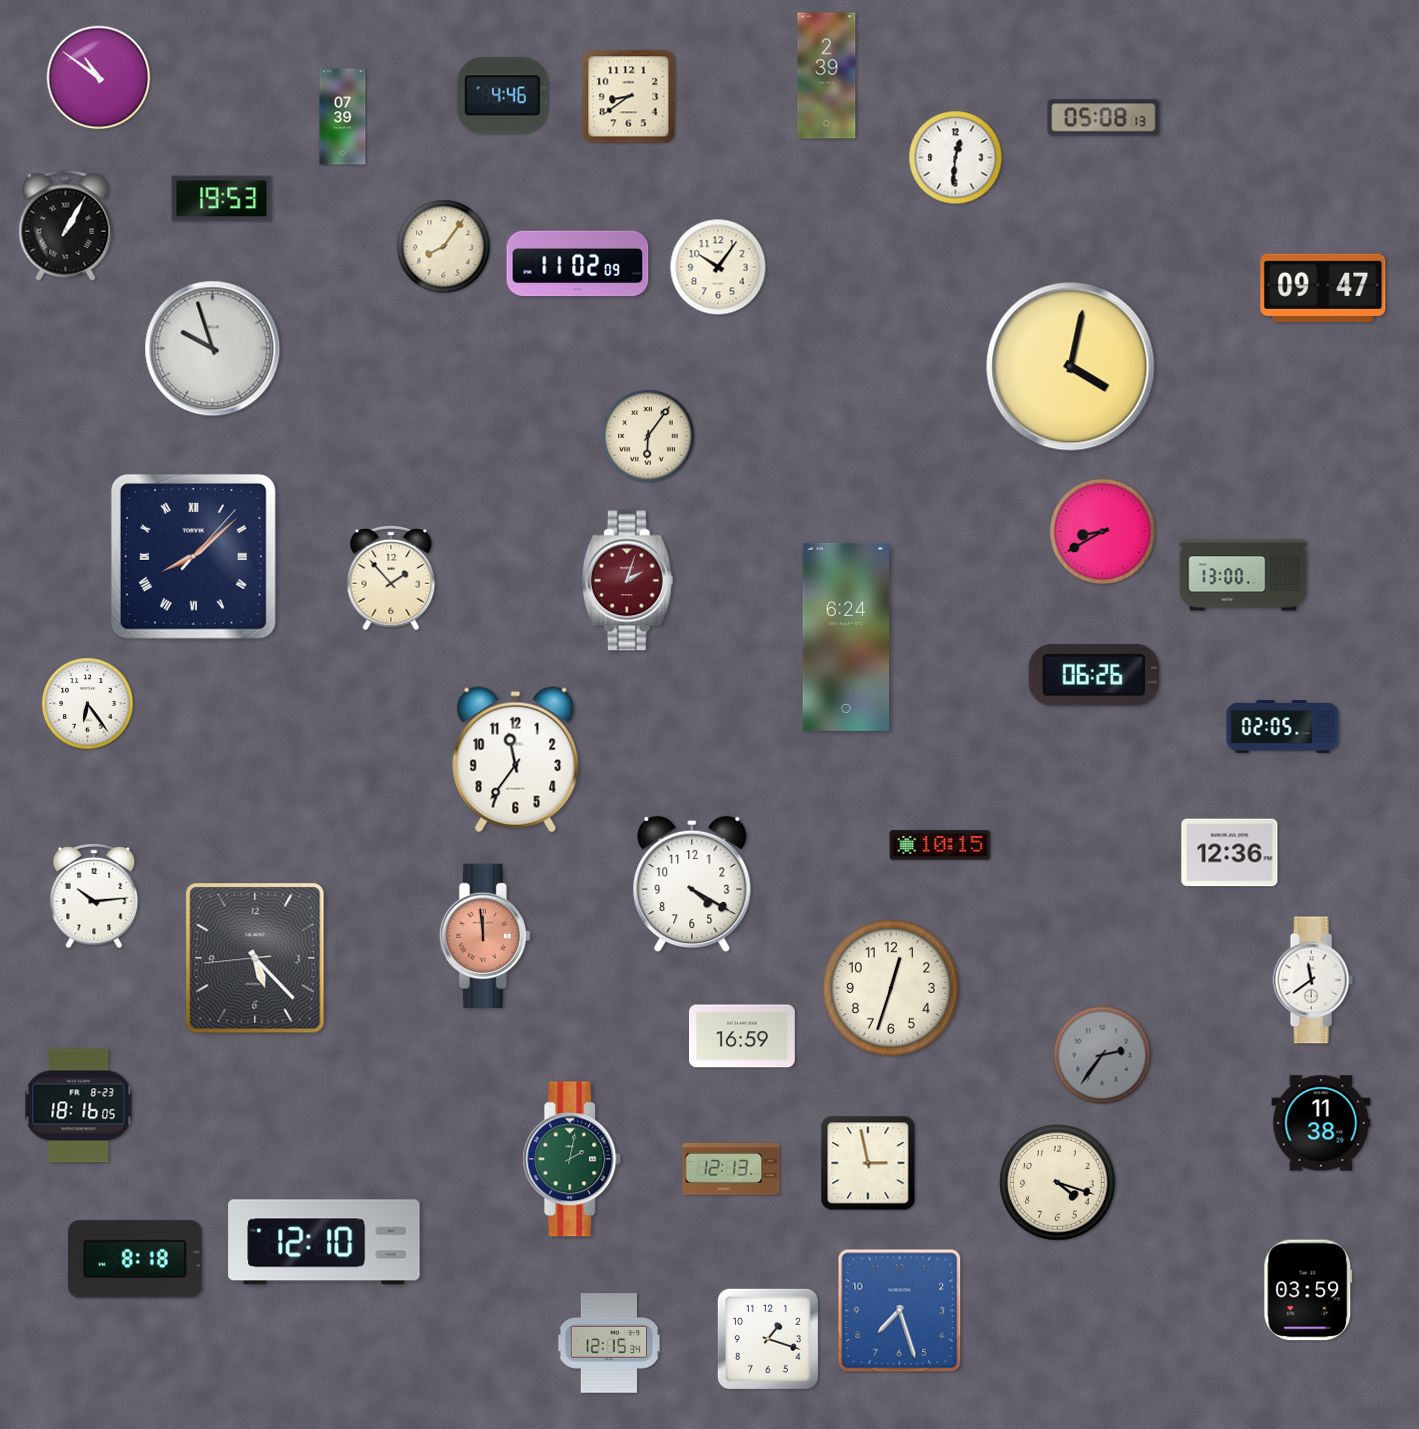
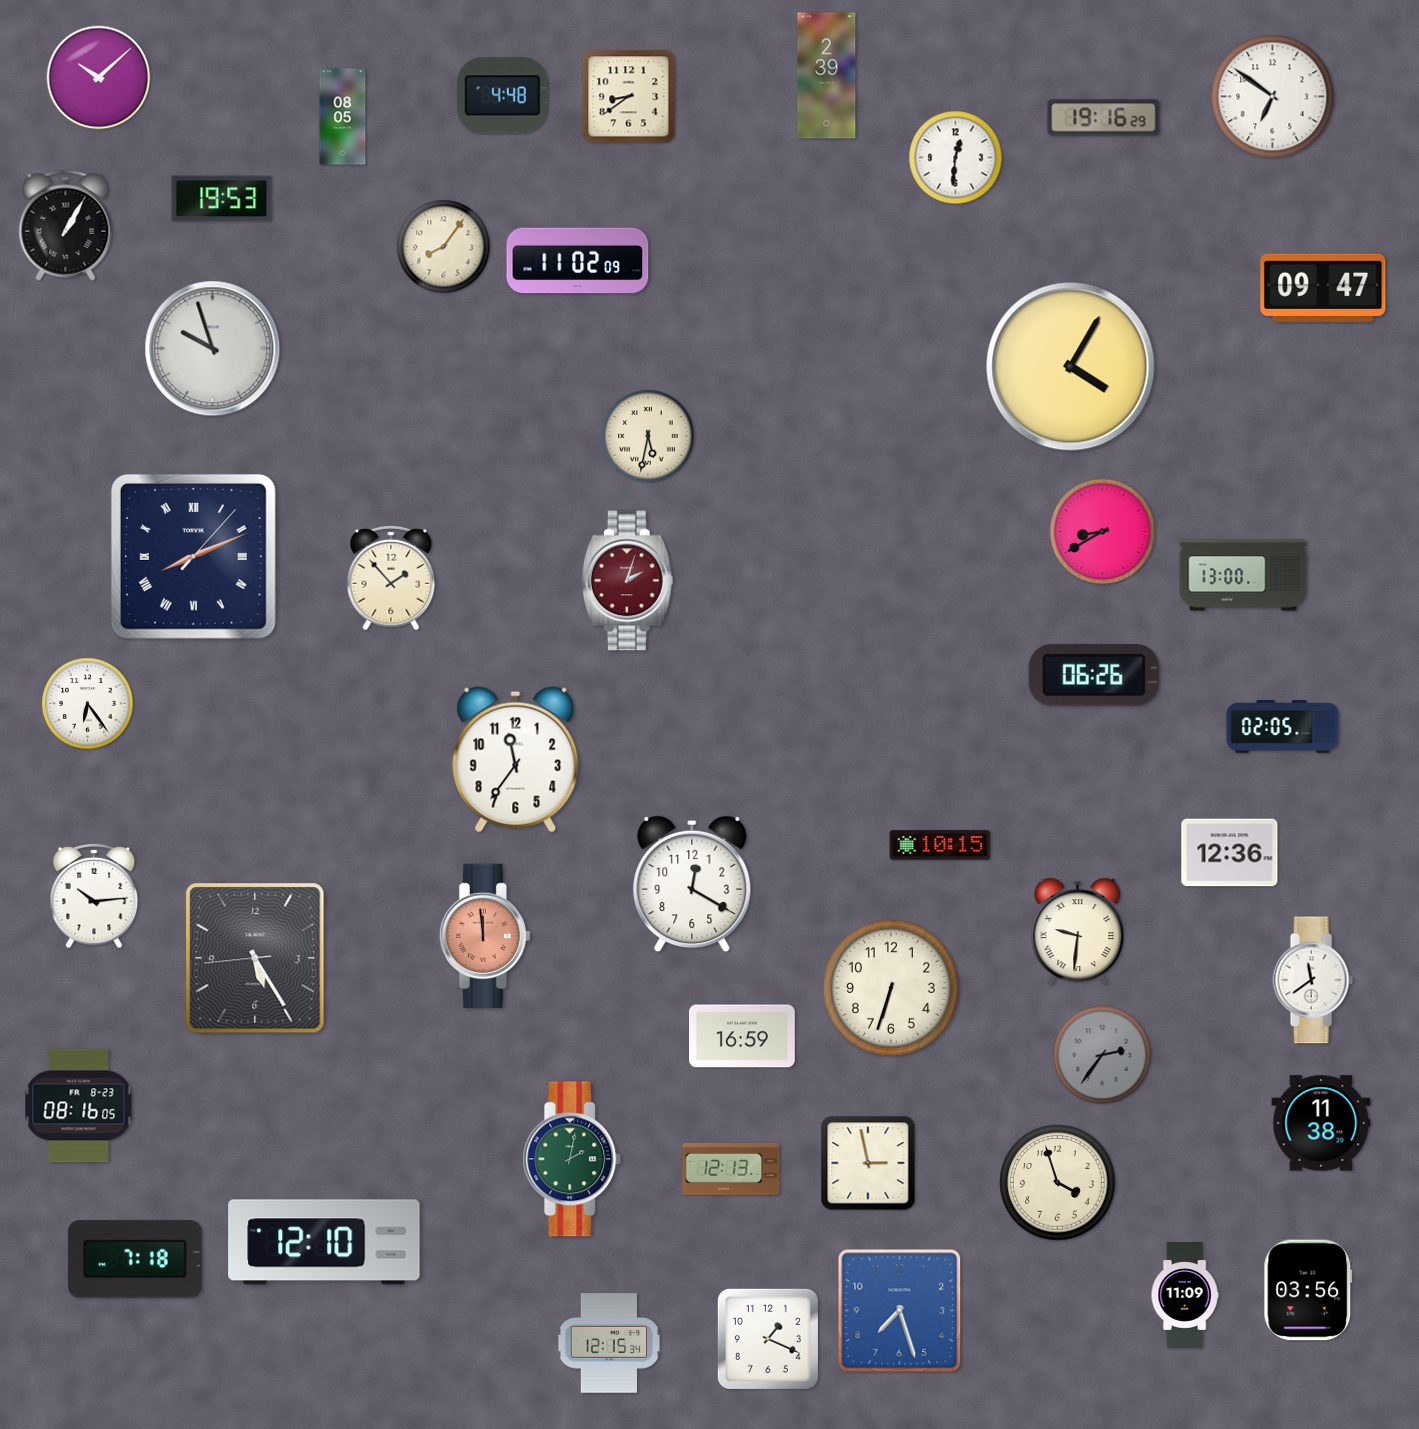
clock at (99, 78): 10:51 -> 10:08
clock at (502, 96): 4:46 -> 4:48
clock at (1273, 97): none -> 6:51
clock at (343, 117): 07:39 -> 08:05
clock at (1104, 118): 05:08 -> 19:16
clock at (578, 264) position: (578, 264) -> (578, 261)
clock at (718, 267): 10:06 -> none
clock at (1071, 367): 4:02 -> 4:05
clock at (648, 436): 6:06 -> 5:32
clock at (193, 556): 8:08 -> 8:11
clock at (846, 637): 6:24 -> none
clock at (692, 884): 4:20 -> 12:20
clock at (1078, 931): none -> 9:31
clock at (255, 958): 5:22 -> 5:24
clock at (891, 988): 12:33 -> 6:33
clock at (79, 1106): 18:16 -> 08:16
clock at (1058, 1183): 4:18 -> 3:57
clock at (135, 1259): 8:18 -> 7:18
clock at (1308, 1290): 03:59 -> 03:56
clock at (1185, 1295): none -> 11:09
clock at (768, 1339): 1:18 -> 1:19
